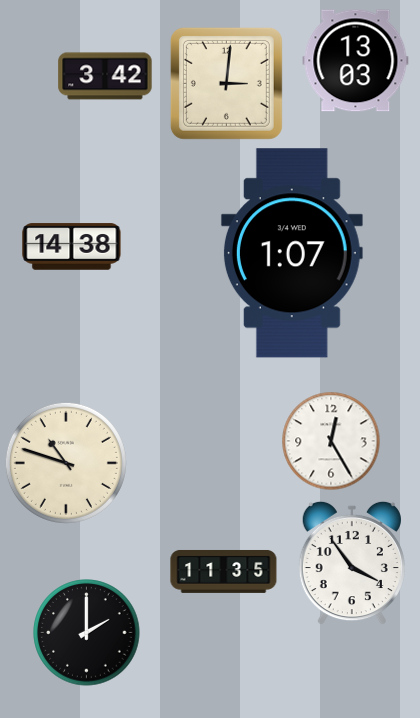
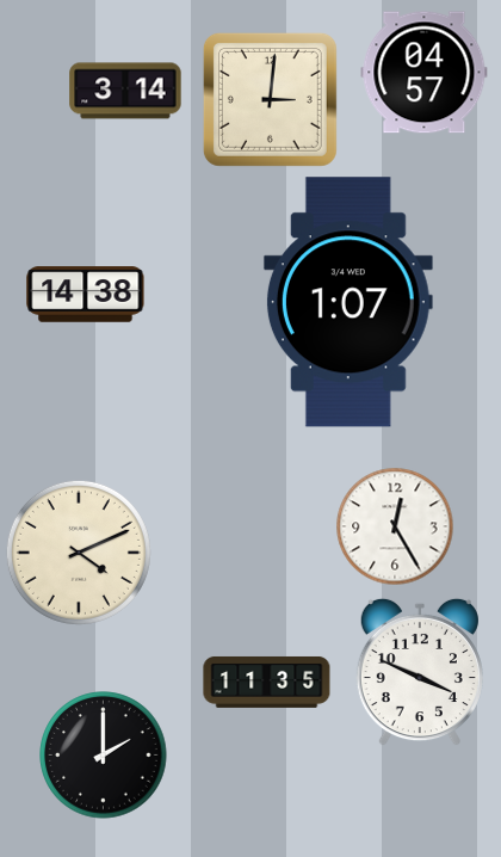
clock at (356, 61): 13:03 -> 04:57
clock at (105, 76): 3:42 -> 3:14
clock at (66, 463): 10:48 -> 4:11
clock at (352, 563): 3:54 -> 3:49
